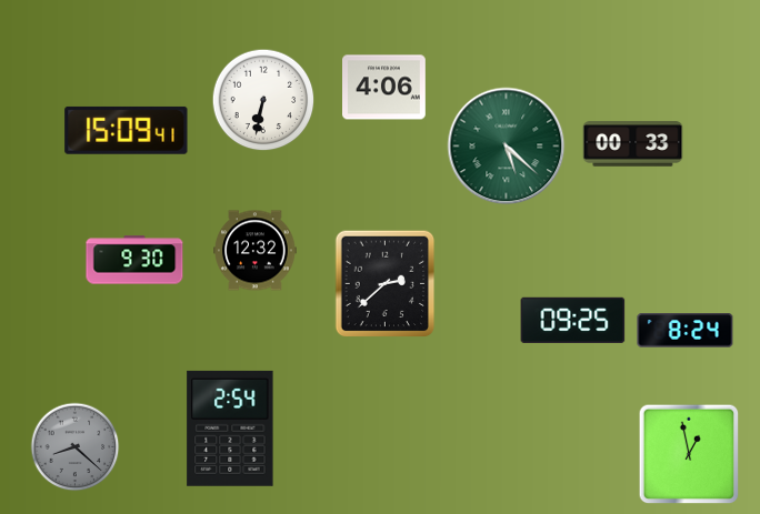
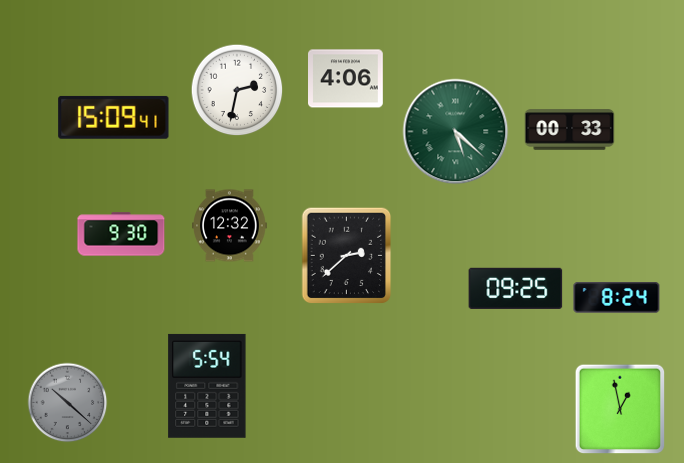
clock at (263, 100): 6:32 -> 2:32
clock at (230, 429): 2:54 -> 5:54
clock at (76, 447): 8:22 -> 10:22
